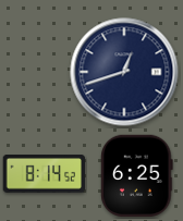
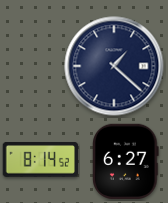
clock at (124, 72): 12:42 -> 1:22
clock at (137, 176): 6:25 -> 6:27
